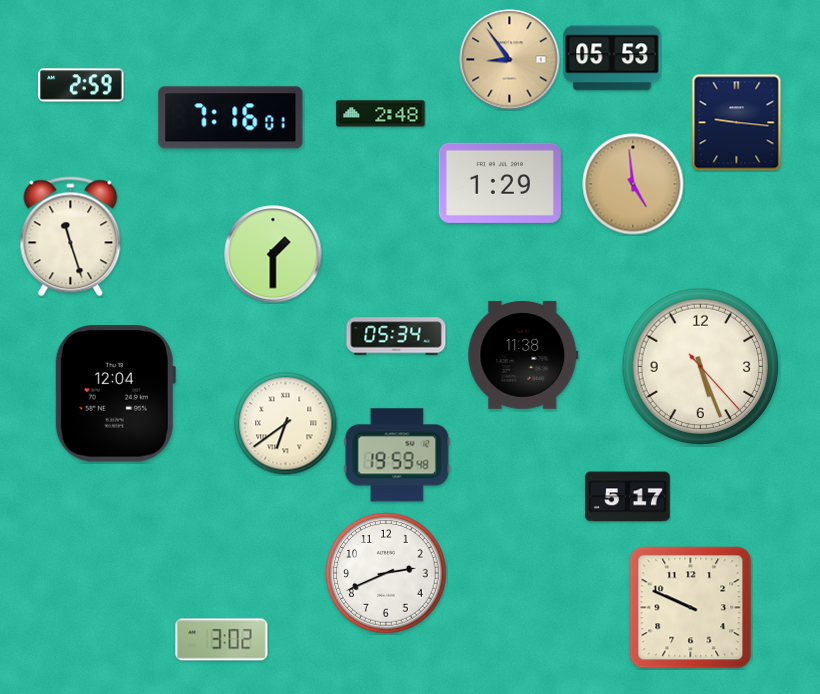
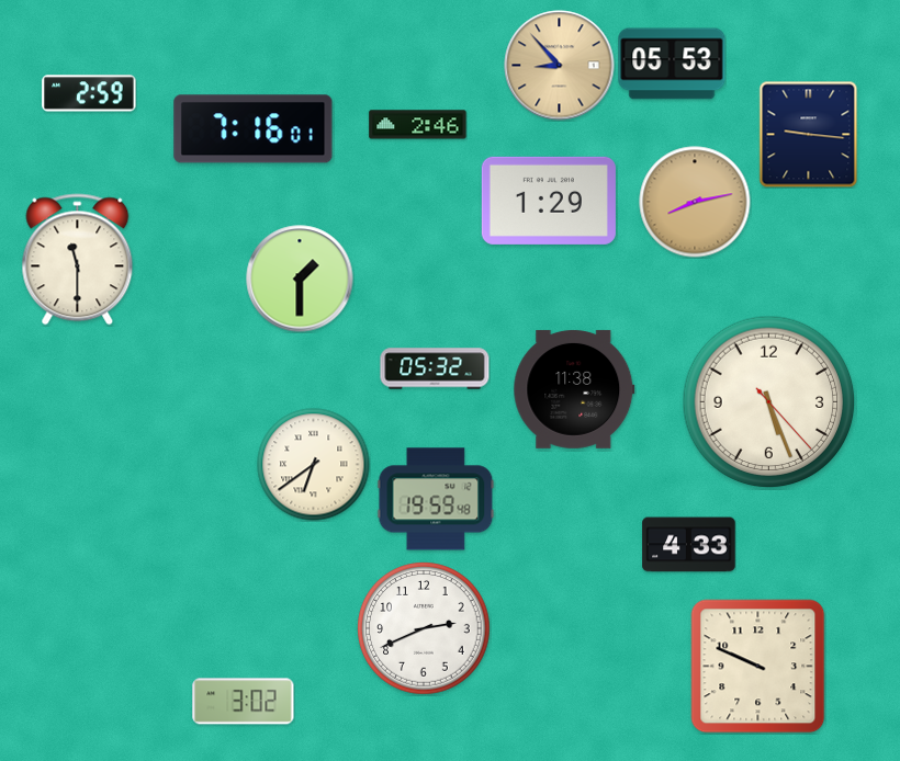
clock at (510, 60): 8:54 -> 8:53
clock at (381, 114): 2:48 -> 2:46
clock at (633, 184): 4:59 -> 8:13
clock at (71, 237): 11:27 -> 11:30
clock at (396, 336): 05:34 -> 05:32
clock at (115, 394): 12:04 -> none
clock at (628, 497): 5:17 -> 4:33
